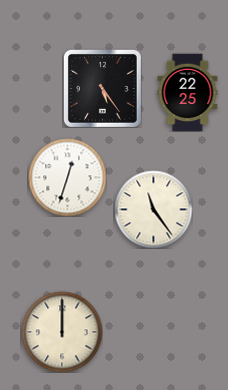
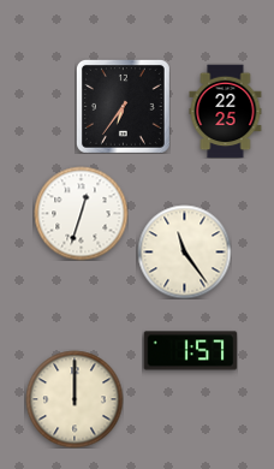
clock at (102, 88): 5:24 -> 6:36
clock at (190, 351): none -> 1:57
